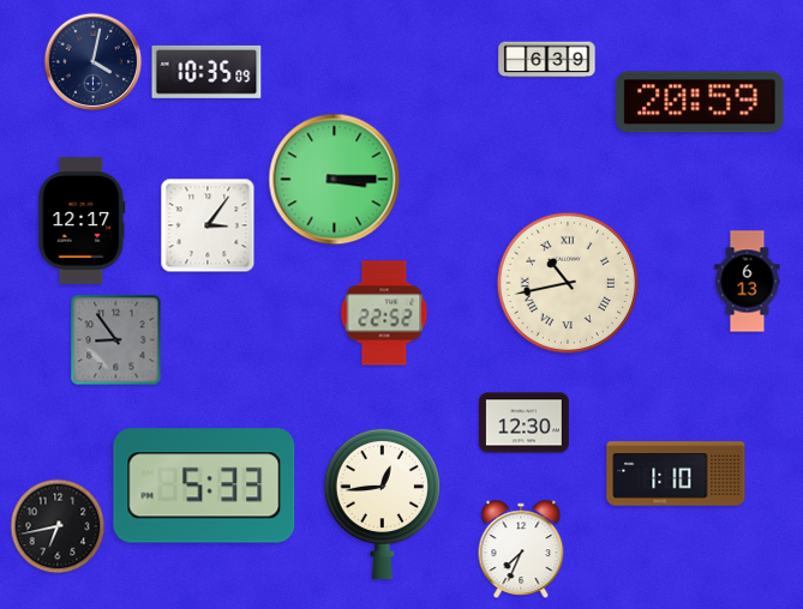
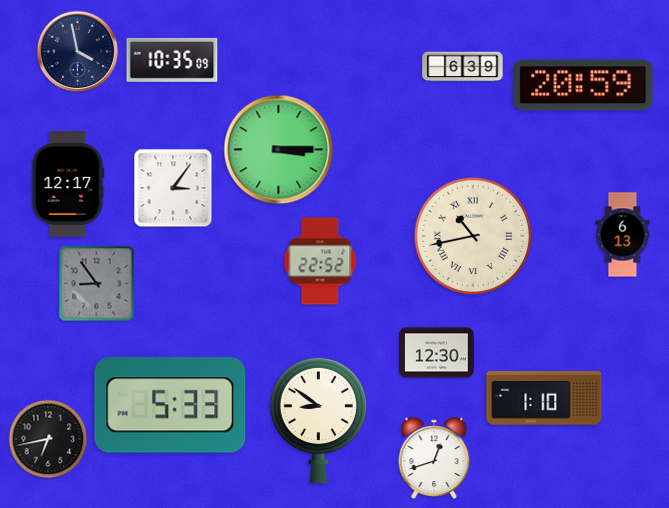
clock at (547, 60) position: (547, 60) -> (463, 67)
clock at (94, 62): 4:02 -> 3:58
clock at (676, 474) position: (676, 474) -> (544, 398)
clock at (382, 504): 12:44 -> 8:51
clock at (521, 548): 7:34 -> 12:42
